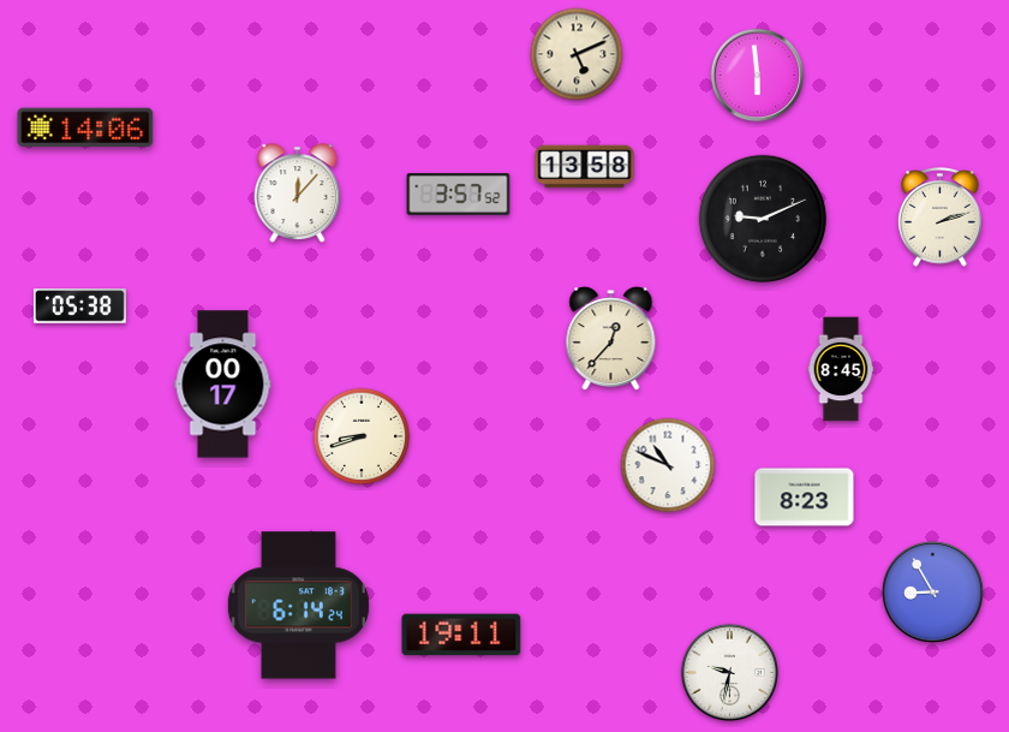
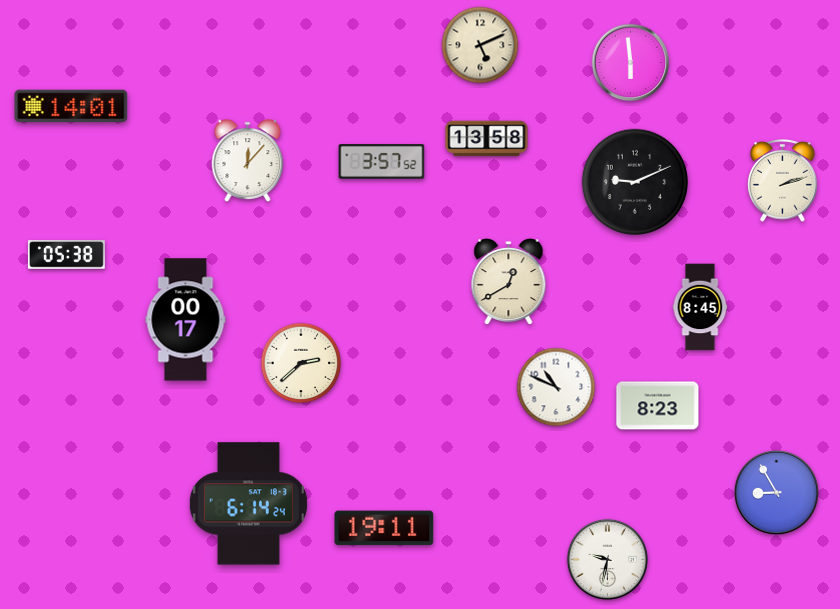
clock at (85, 127): 14:06 -> 14:01
clock at (611, 339): 12:37 -> 12:40
clock at (362, 436): 8:42 -> 2:38
clock at (805, 498) position: (805, 498) -> (658, 406)
